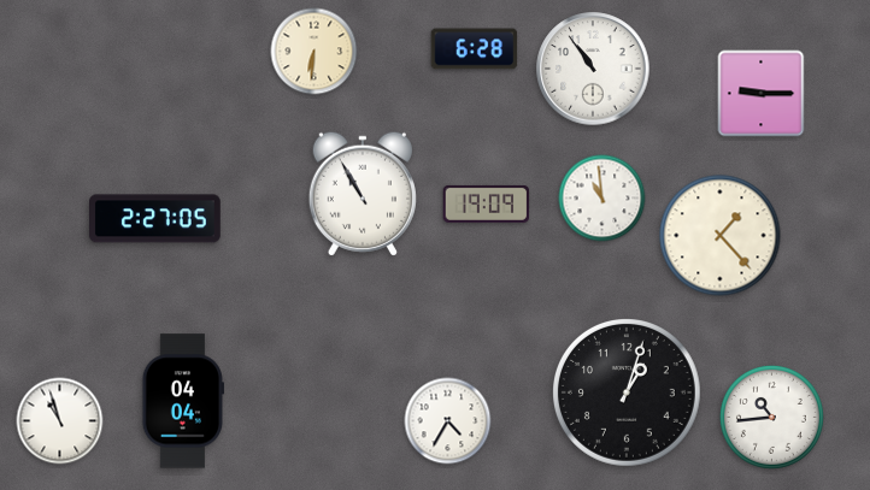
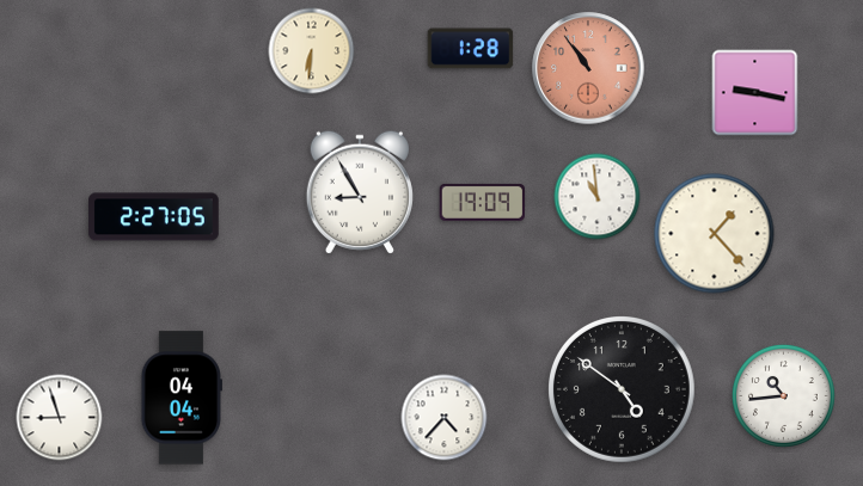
clock at (475, 49): 6:28 -> 1:28
clock at (593, 69) dial: white -> salmon
clock at (762, 94): 9:15 -> 9:17
clock at (363, 194): 10:55 -> 8:55
clock at (628, 394): 1:03 -> 4:51
clock at (771, 417) position: (771, 417) -> (783, 395)
clock at (60, 421): 10:57 -> 8:57
clock at (448, 421): 4:35 -> 4:37
